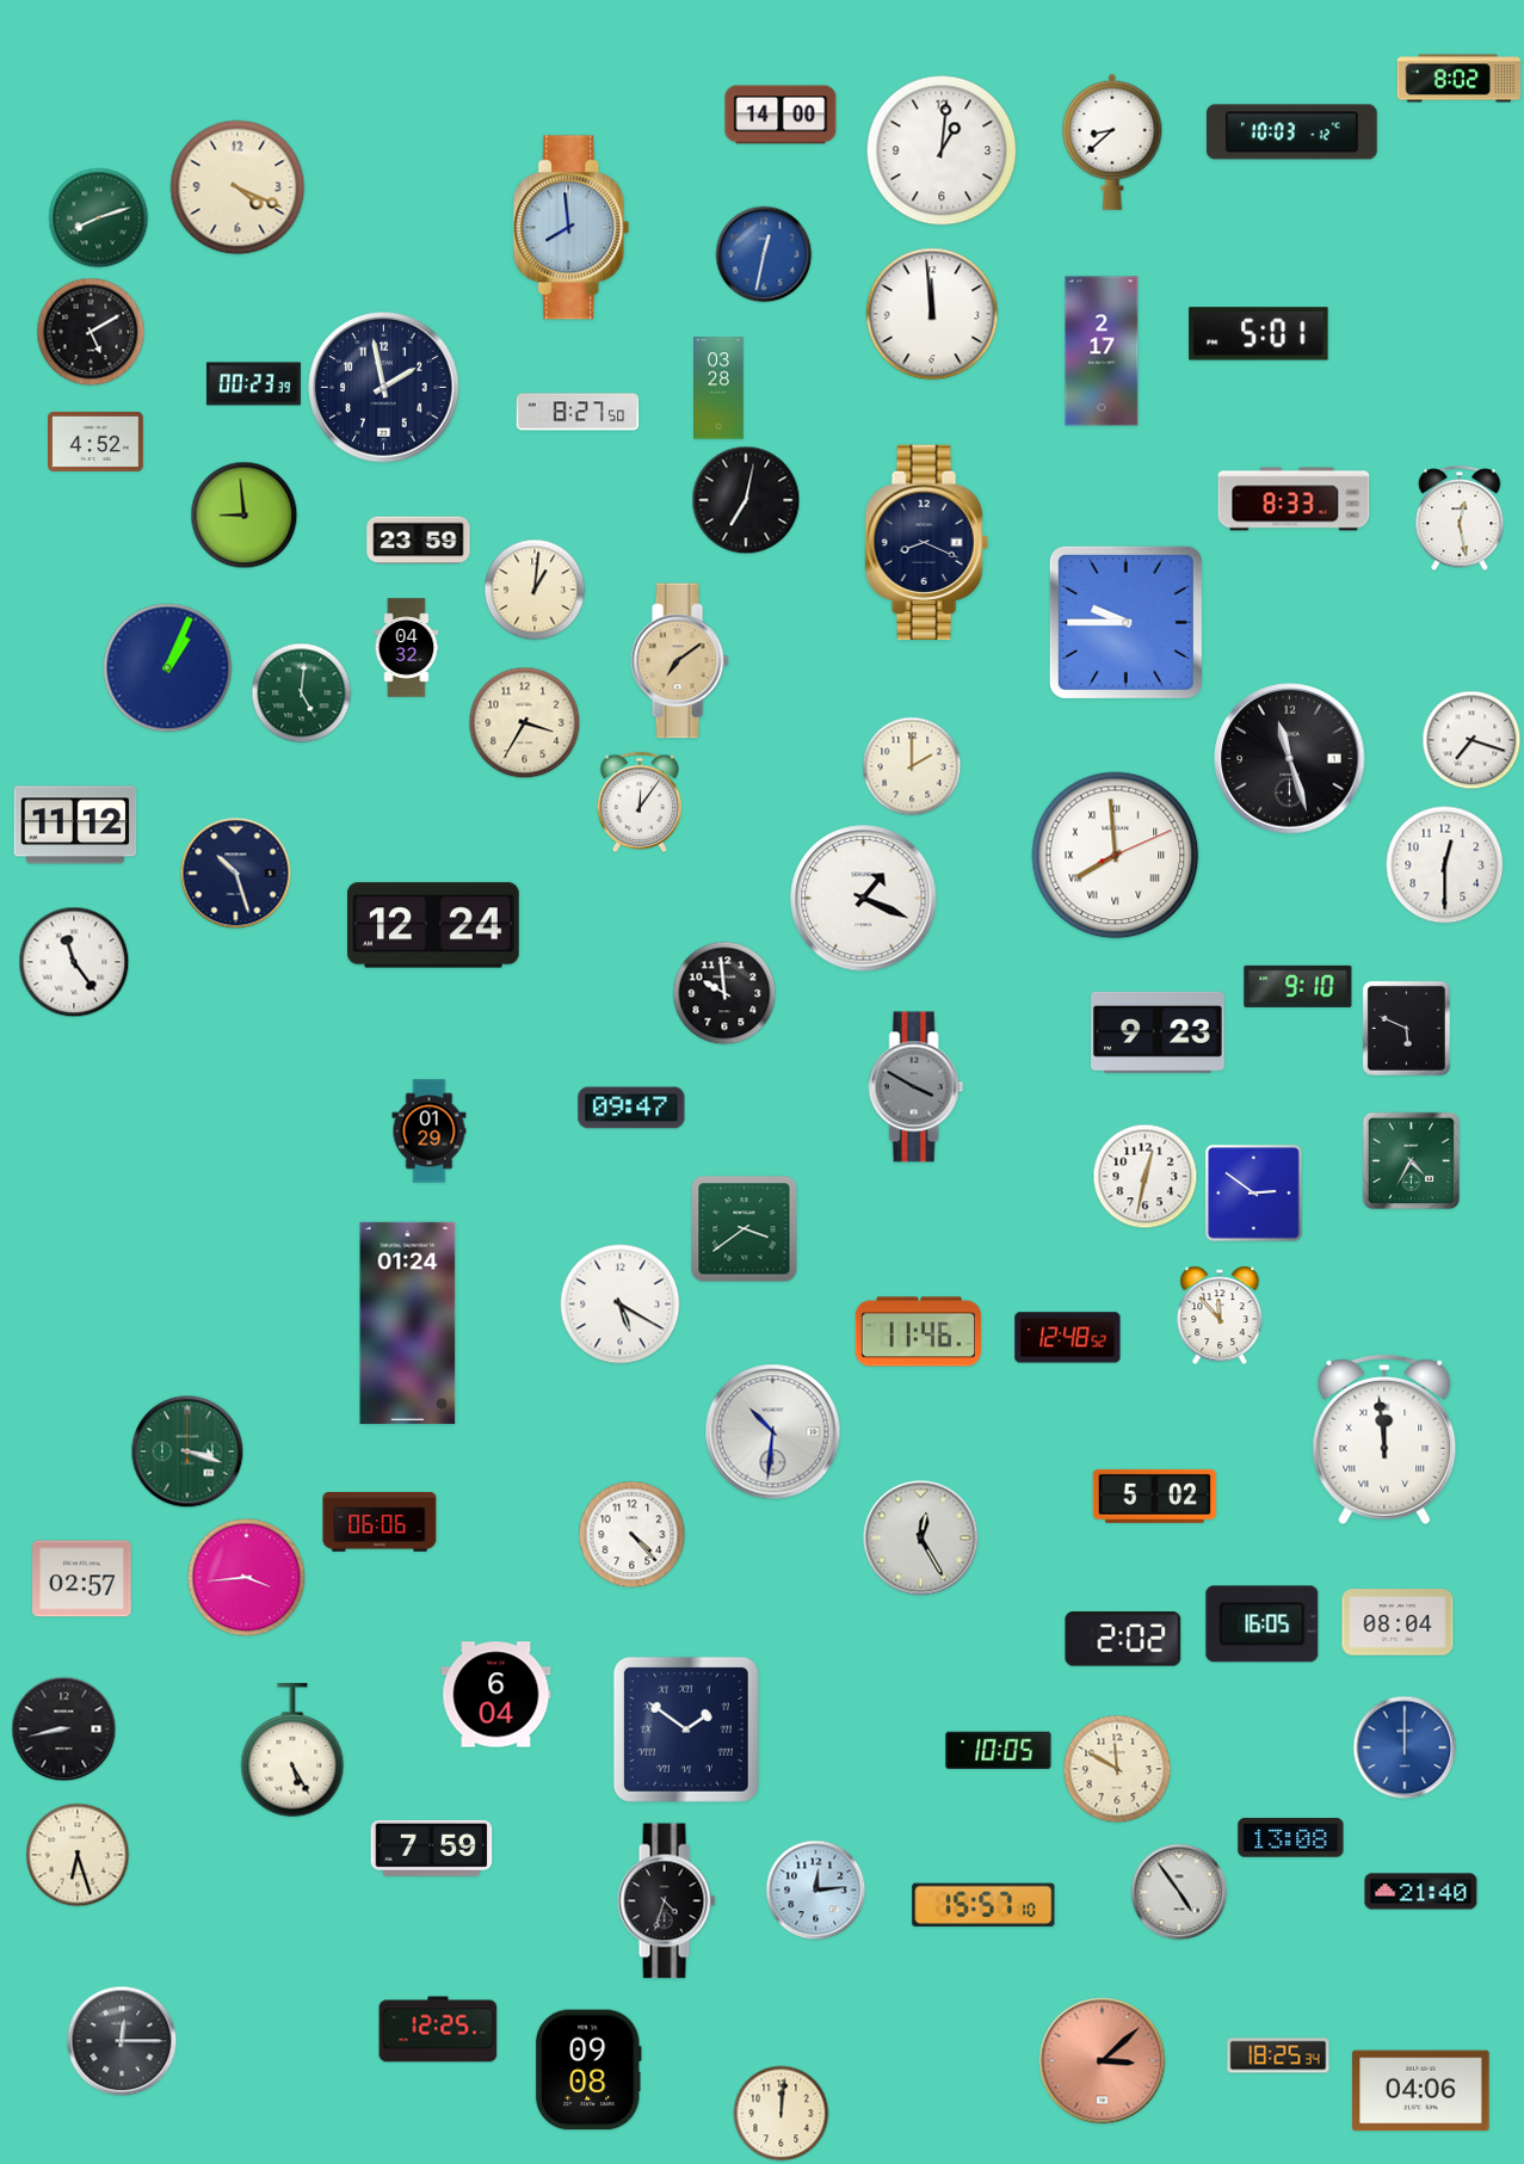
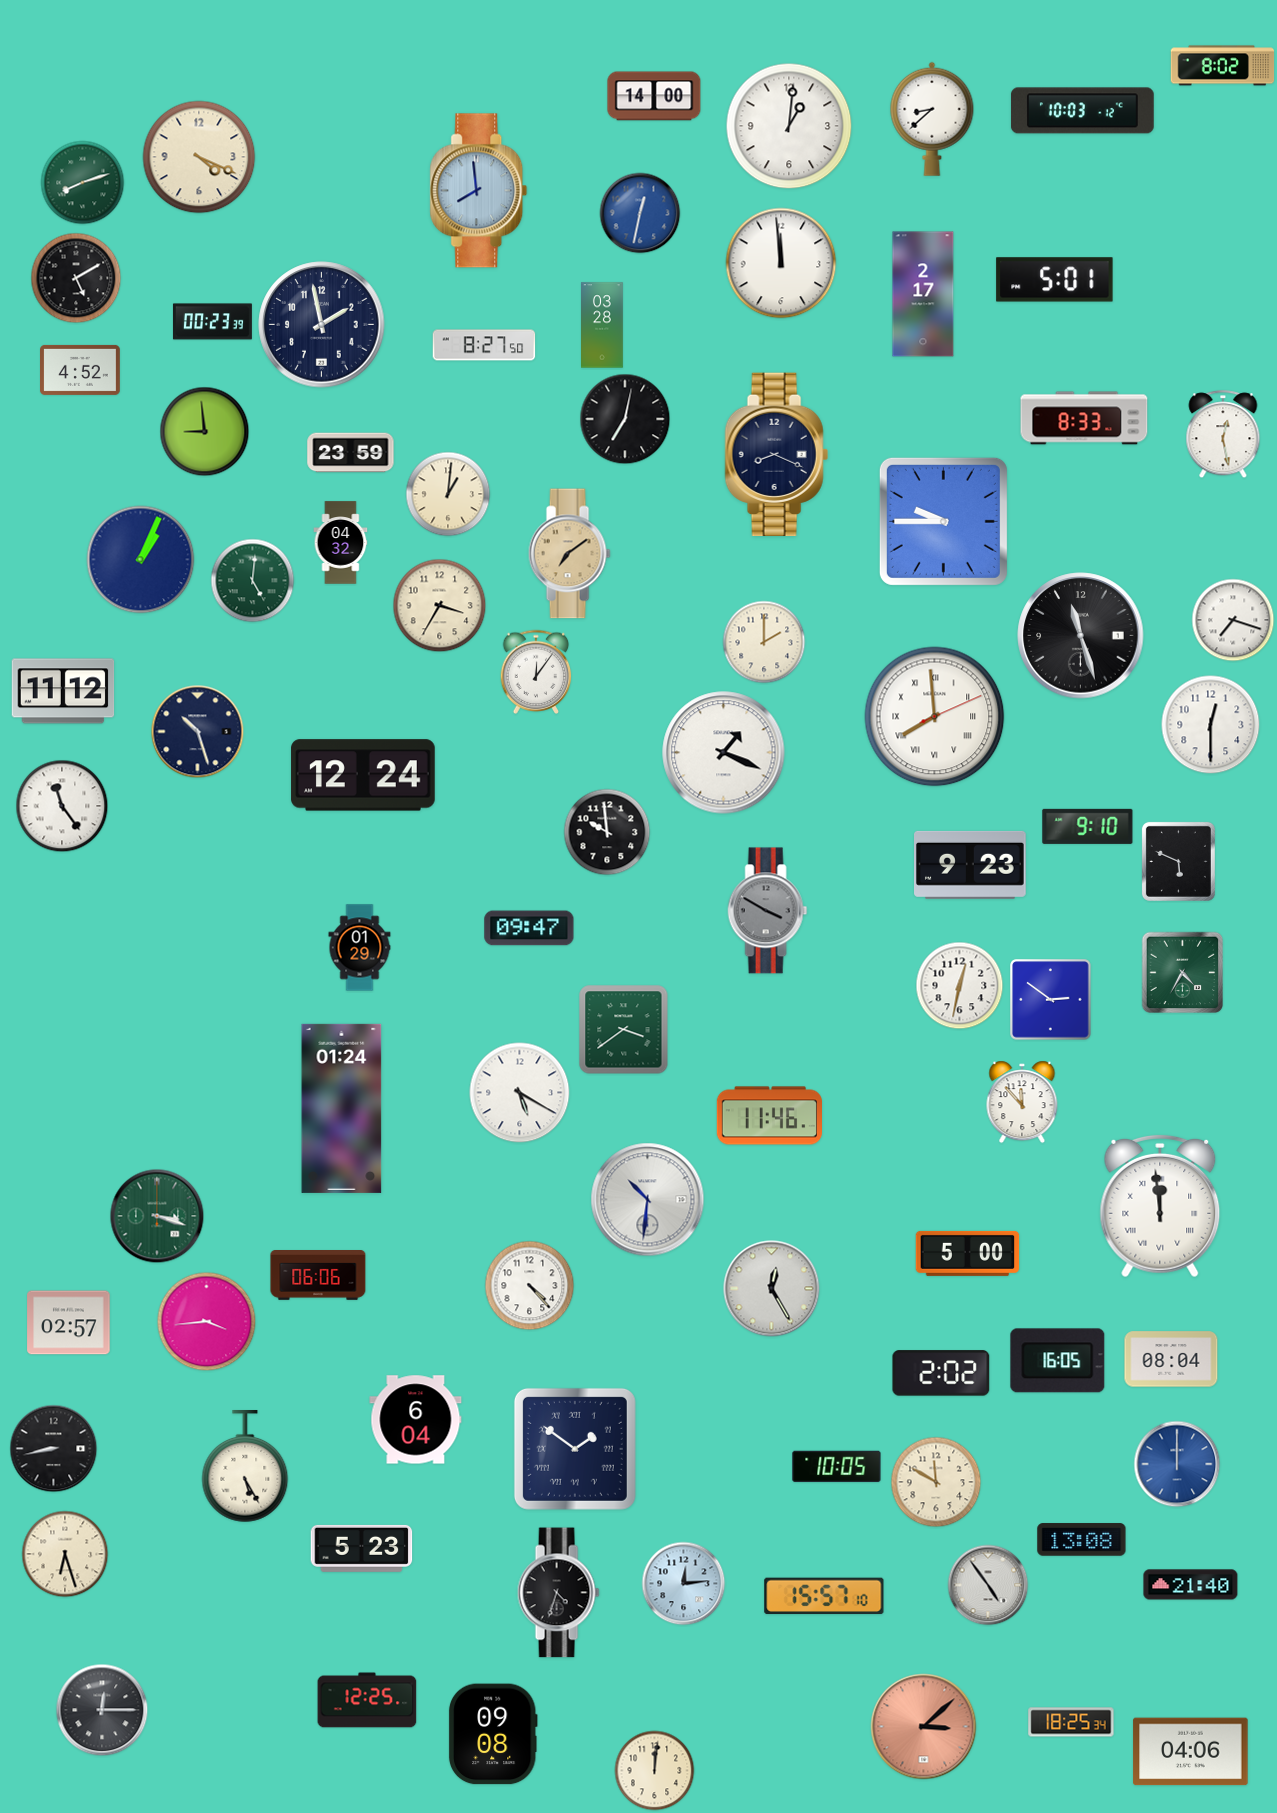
clock at (1068, 1338): 12:48 -> none
clock at (1155, 1496): 5:02 -> 5:00
clock at (432, 1848): 7:59 -> 5:23
